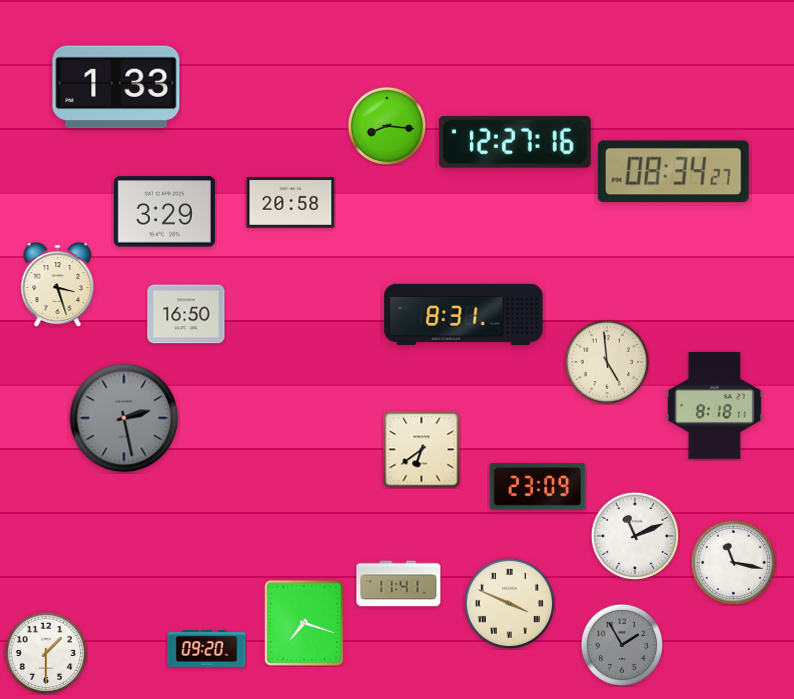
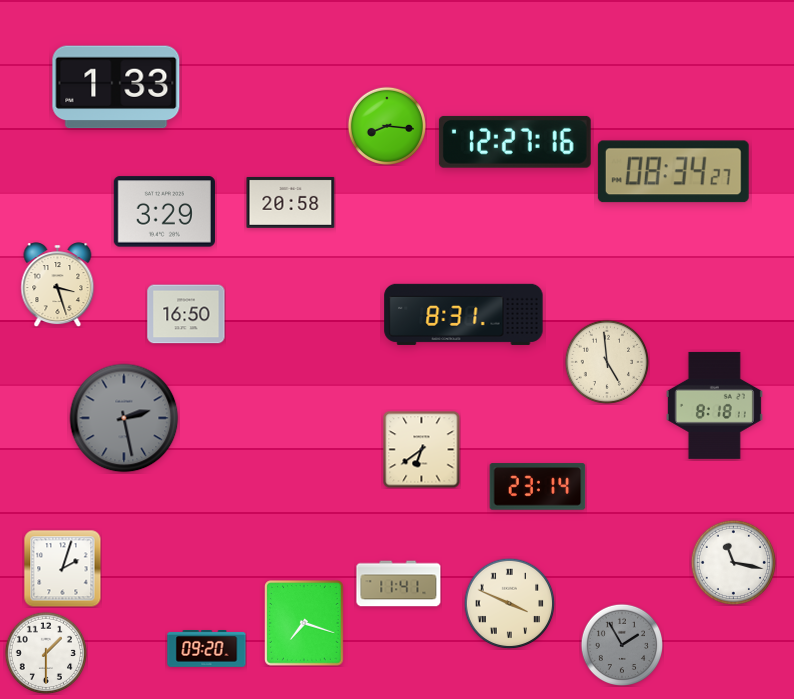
clock at (538, 487): 23:09 -> 23:14
clock at (635, 536): 11:11 -> none
clock at (62, 568): none -> 2:03
